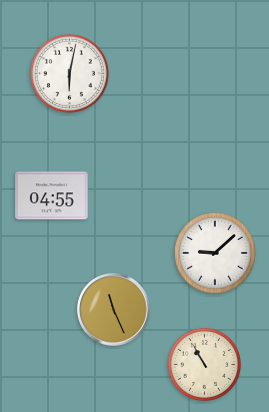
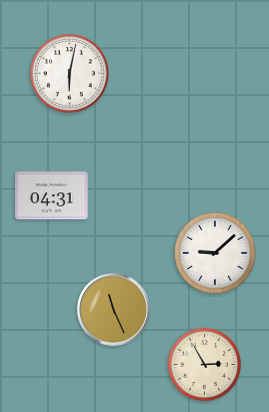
clock at (52, 196): 04:55 -> 04:31
clock at (204, 364): 10:55 -> 2:55
